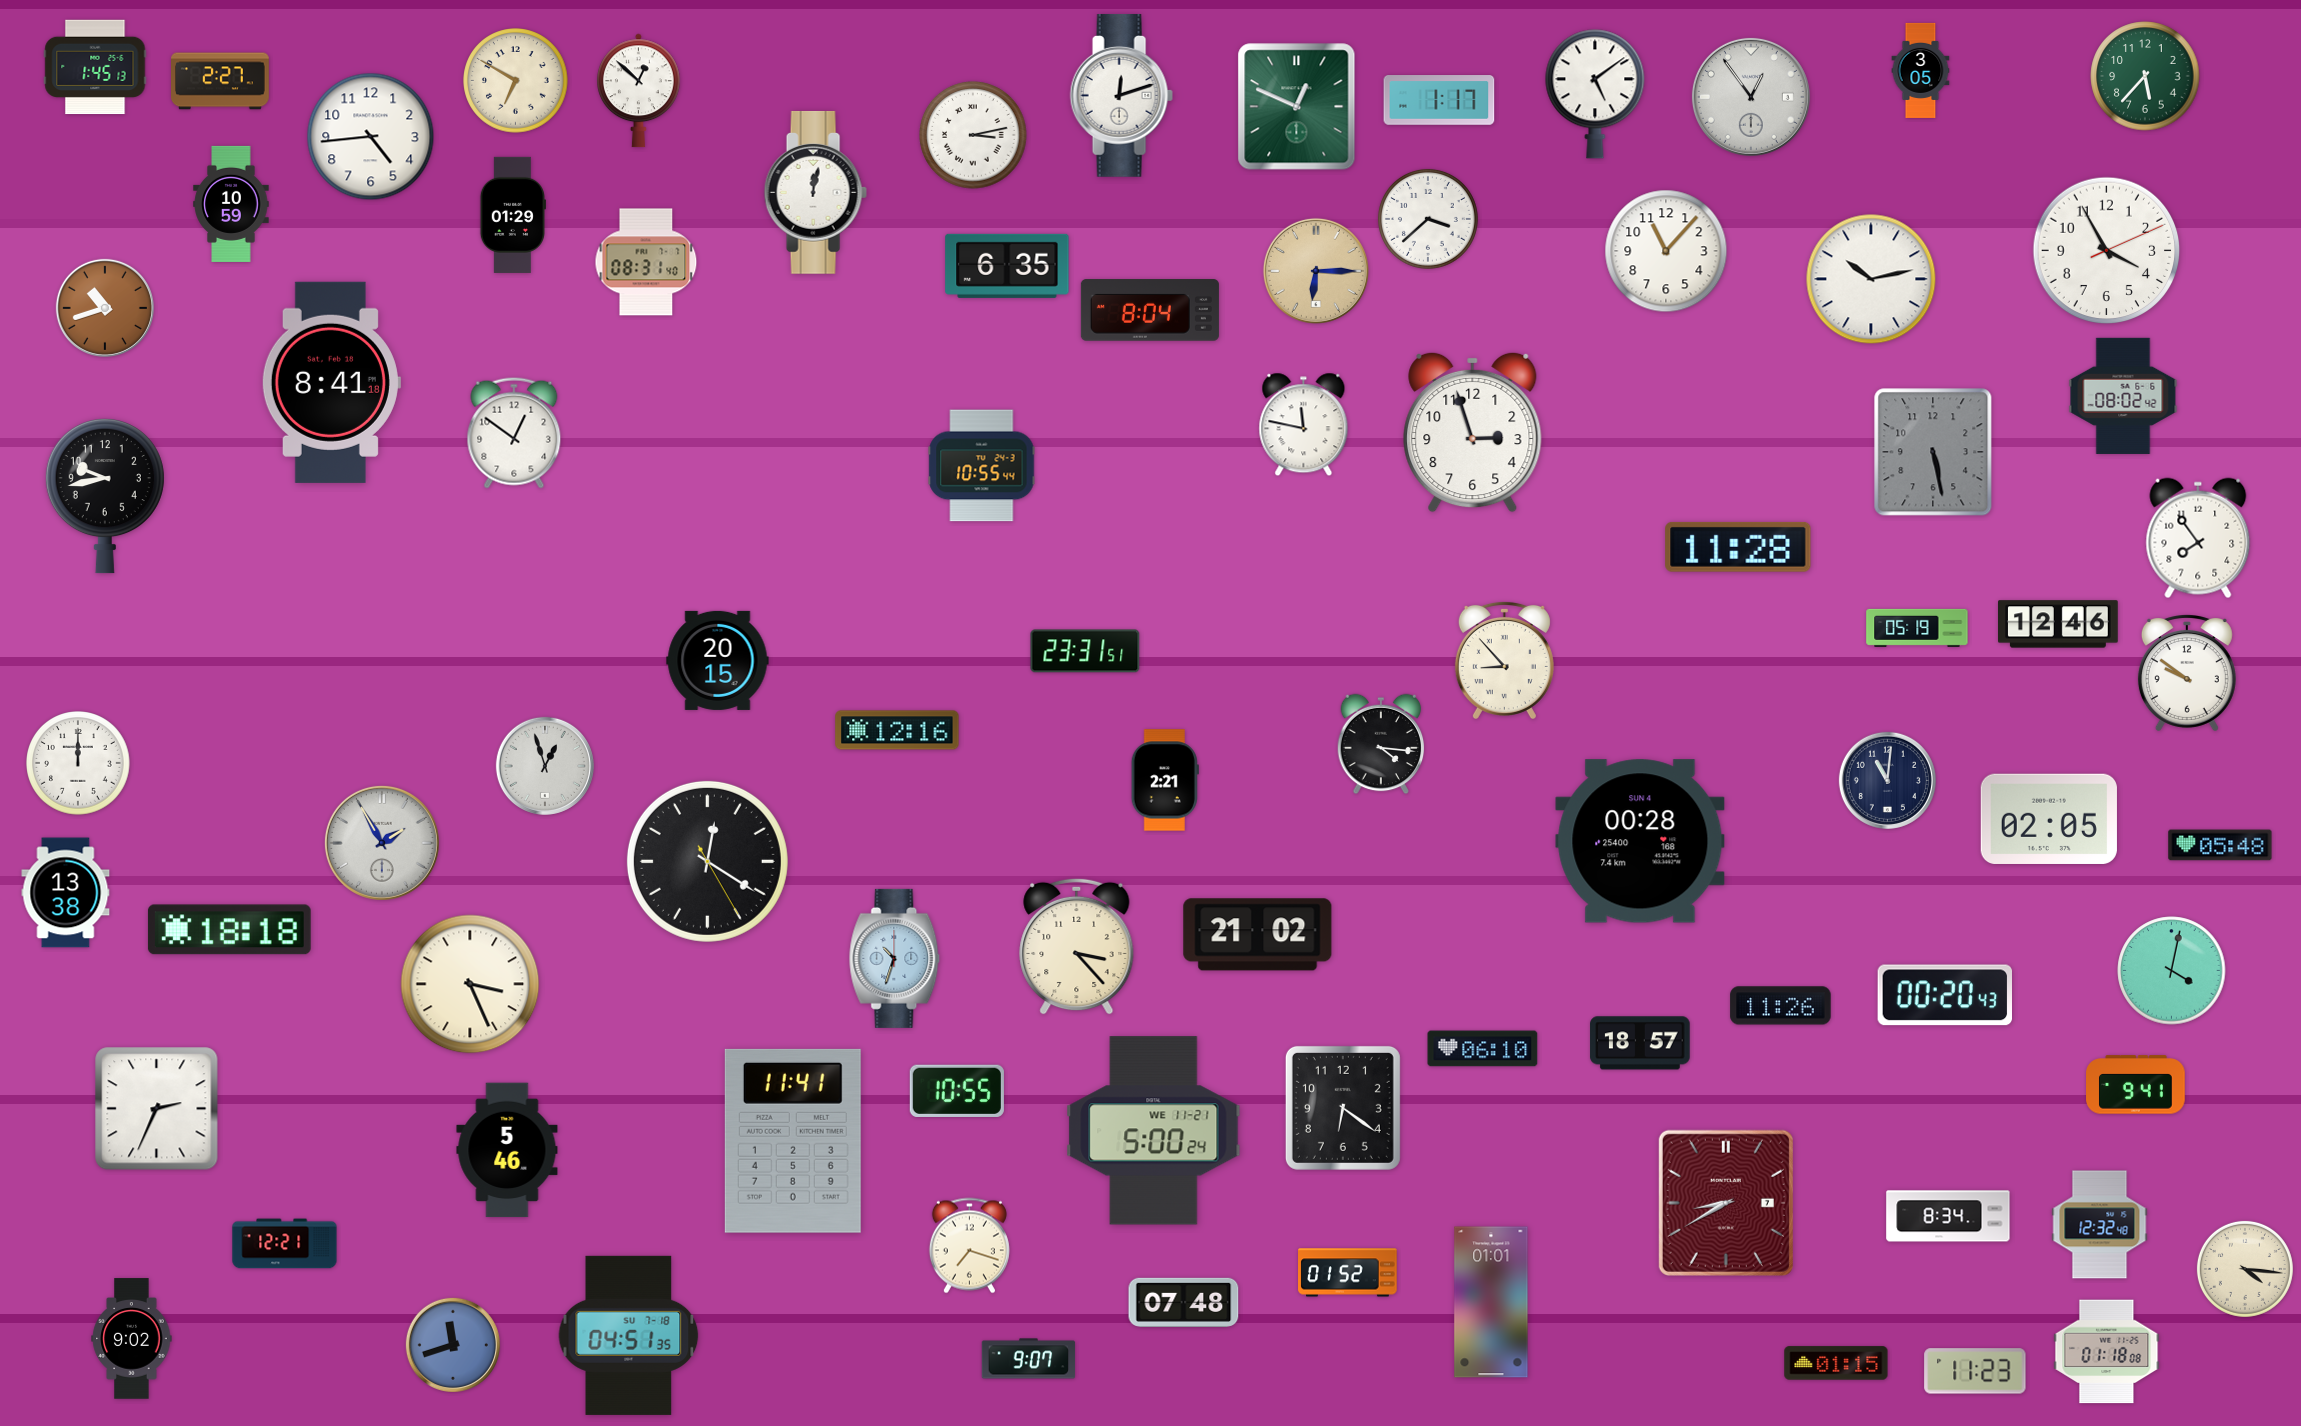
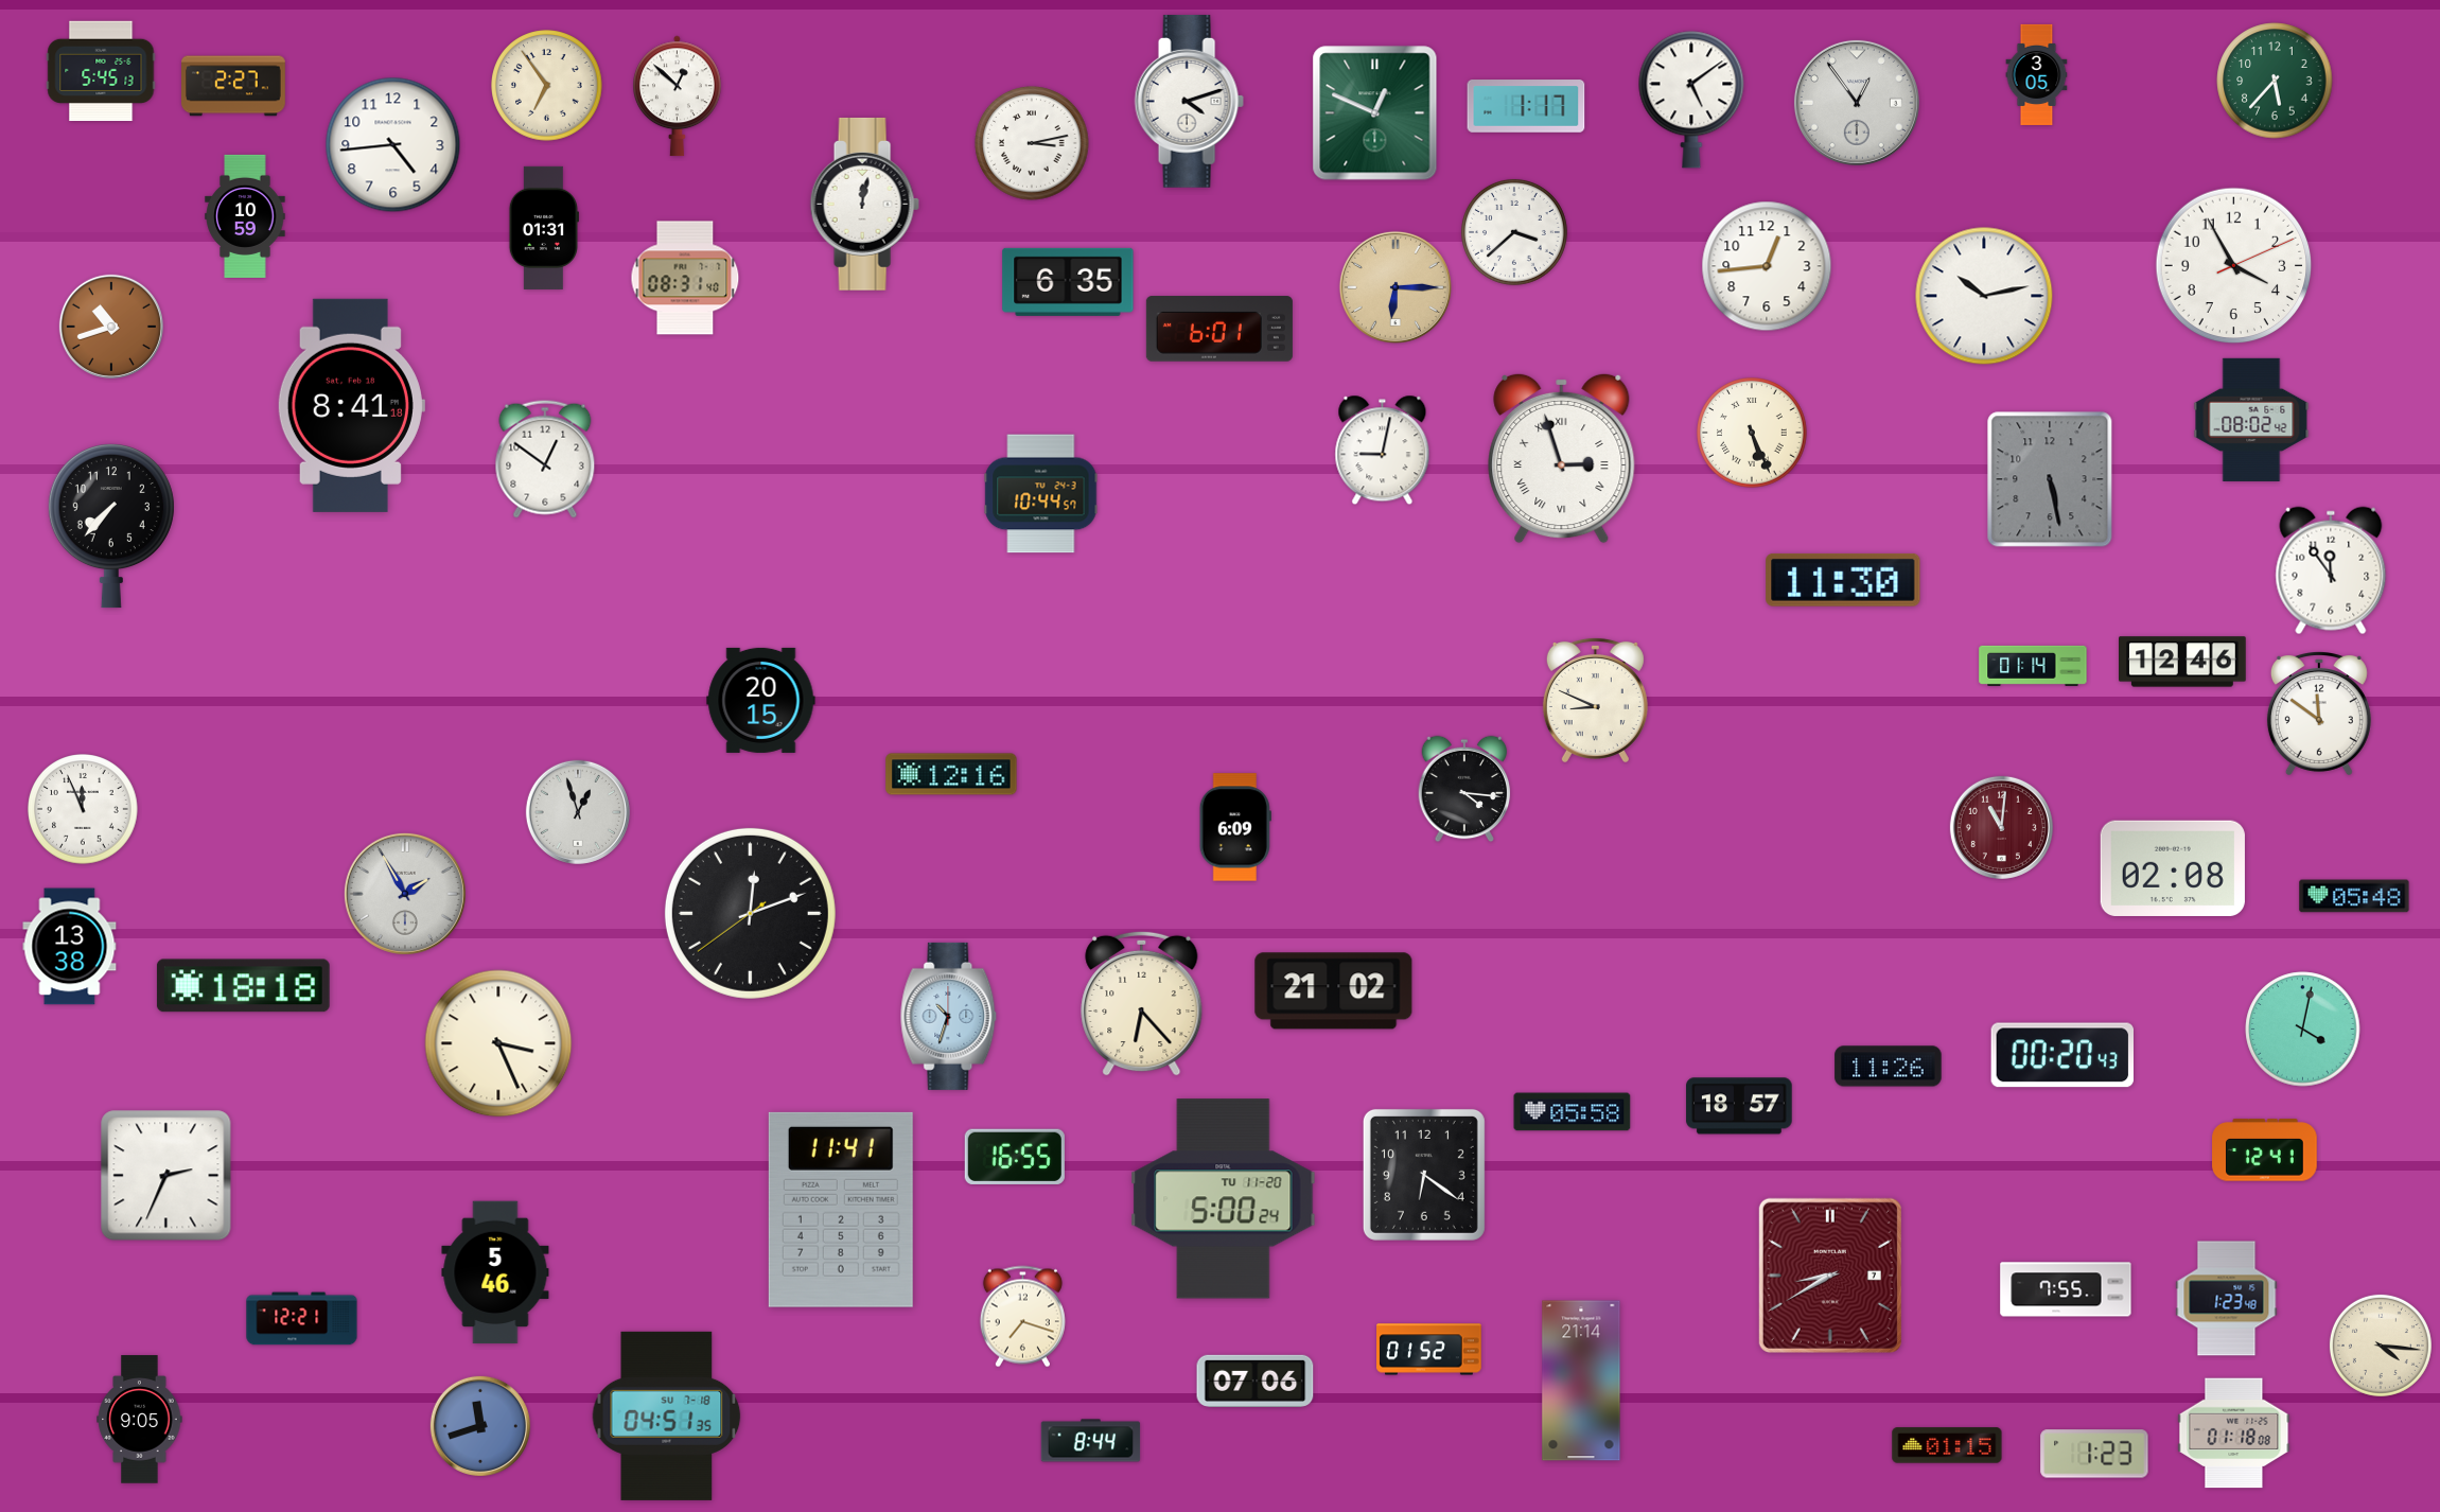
clock at (95, 67): 1:45 -> 5:45
clock at (516, 81): 6:50 -> 6:54
clock at (1121, 95): 12:12 -> 4:12
clock at (513, 215): 01:29 -> 01:31
clock at (1666, 251): 11:07 -> 12:44
clock at (1150, 310): 8:04 -> 6:01
clock at (1752, 433): none -> 5:26
clock at (1304, 425): 11:47 -> 9:02
clock at (1473, 432) numerals: Arabic -> Roman
clock at (982, 466): 10:55 -> 10:44
clock at (105, 496): 9:43 -> 7:37
clock at (2198, 538): 7:54 -> 11:54
clock at (1738, 547): 11:28 -> 11:30
clock at (1917, 628): 05:19 -> 01:14
clock at (1085, 651): 23:31 -> none
clock at (1504, 660): 8:53 -> 8:49
clock at (2187, 673): 9:51 -> 11:51
clock at (78, 763): 12:00 -> 11:56
clock at (1165, 780): 2:21 -> 6:09
clock at (1887, 780) dial: navy -> burgundy
clock at (2049, 819): 02:05 -> 02:08
clock at (1640, 841): 00:28 -> none
clock at (707, 861): 12:20 -> 12:11
clock at (1077, 946): 3:23 -> 6:23
clock at (1483, 1049): 06:10 -> 05:58
clock at (2136, 1085): 9:41 -> 12:41
clock at (957, 1091): 10:55 -> 16:55
clock at (1154, 1131) date: WE 11-21 -> TU 11-20
clock at (507, 1150) position: (507, 1150) -> (495, 1272)
clock at (1948, 1216): 8:34 -> 7:55
clock at (2100, 1225): 12:32 -> 1:23
clock at (969, 1246) position: (969, 1246) -> (1022, 1317)
clock at (1184, 1302): 07:48 -> 07:06
clock at (1491, 1302): 01:01 -> 21:14
clock at (132, 1339): 9:02 -> 9:05
clock at (1029, 1359): 9:07 -> 8:44
clock at (1975, 1371): 11:23 -> 1:23
